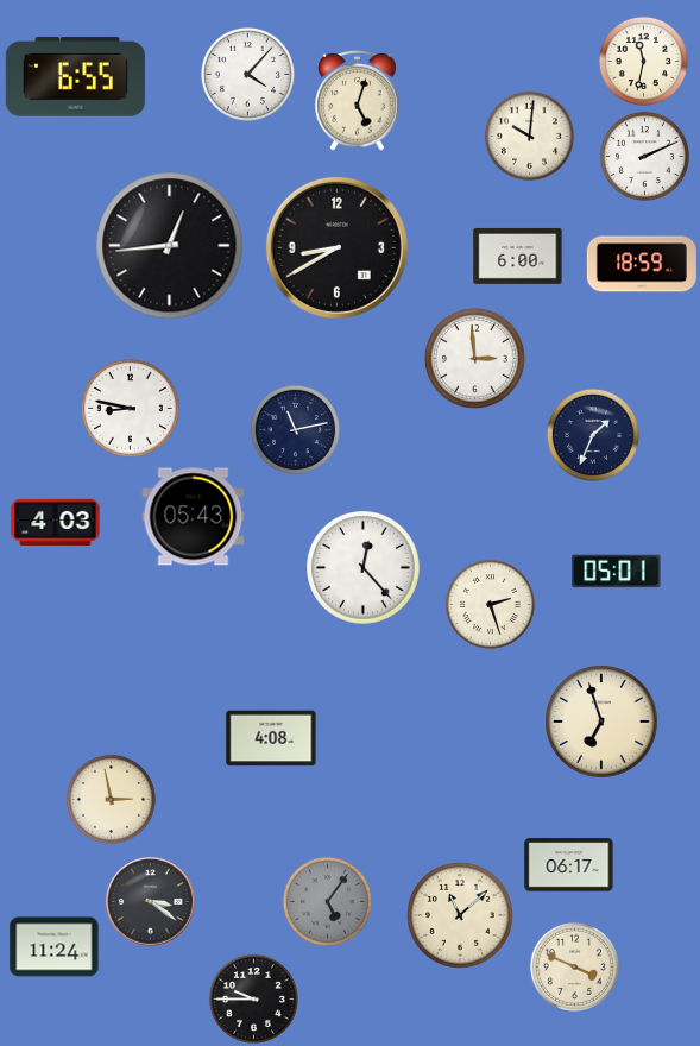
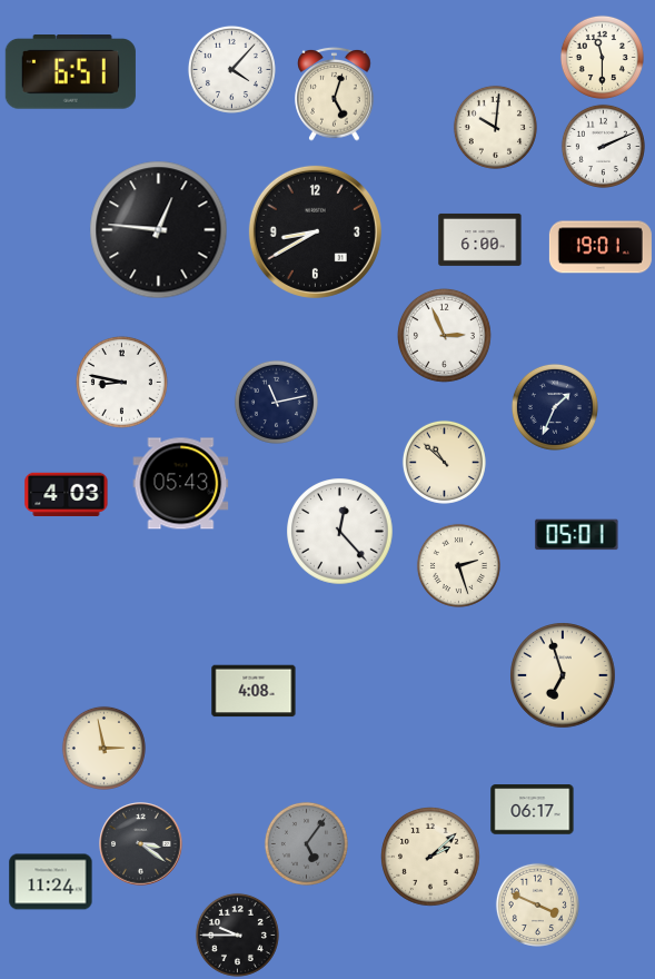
clock at (643, 61): 11:32 -> 11:30
clock at (75, 77): 6:55 -> 6:51
clock at (170, 246): 12:44 -> 12:46
clock at (518, 256) position: (518, 256) -> (480, 239)
clock at (642, 264): 18:59 -> 19:01
clock at (474, 358): 2:59 -> 2:56
clock at (444, 462): none -> 10:52
clock at (56, 522) position: (56, 522) -> (67, 494)
clock at (461, 916): 11:08 -> 2:08
clock at (55, 947) position: (55, 947) -> (51, 882)
